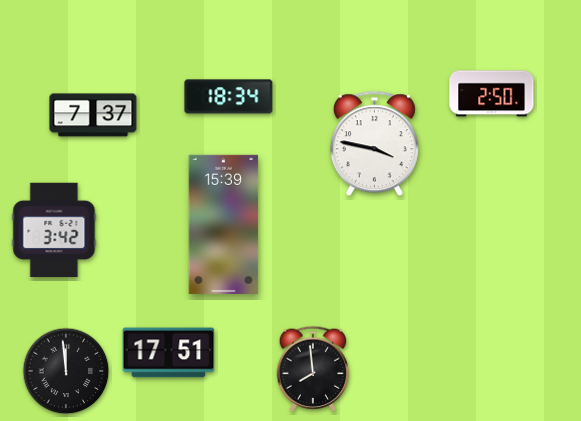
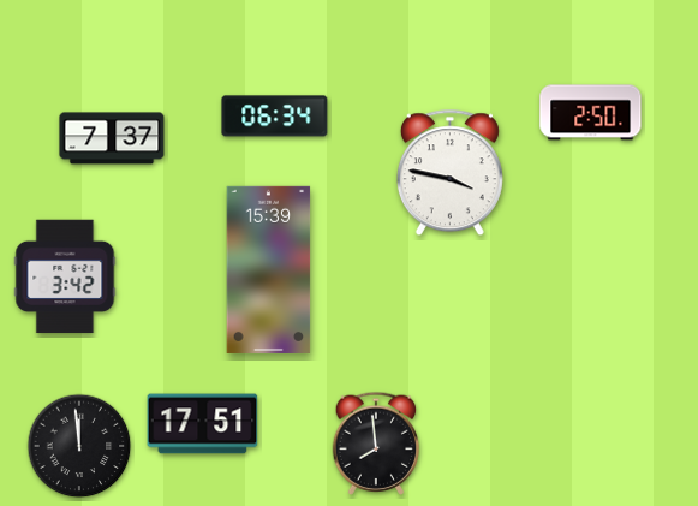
clock at (229, 97): 18:34 -> 06:34
